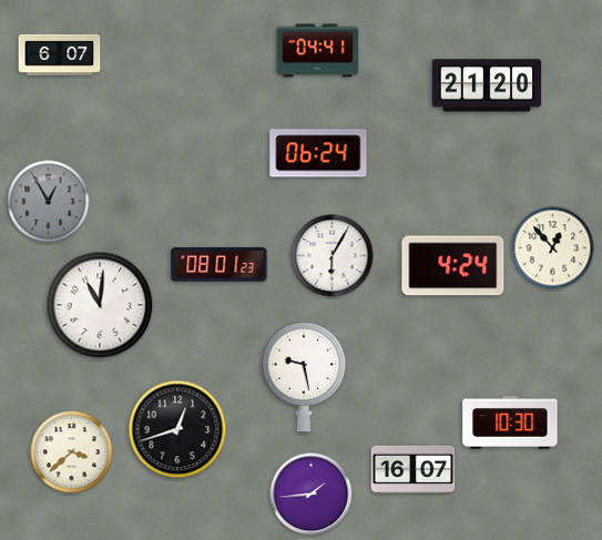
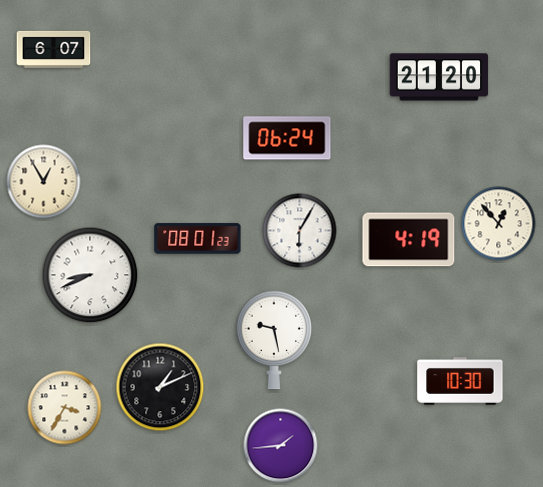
clock at (318, 51): 04:41 -> none
clock at (49, 202) dial: grey -> cream
clock at (453, 266): 4:24 -> 4:19
clock at (100, 305): 11:01 -> 8:41
clock at (177, 429): 12:42 -> 1:11
clock at (72, 452): 3:38 -> 3:35
clock at (414, 469): 16:07 -> none
